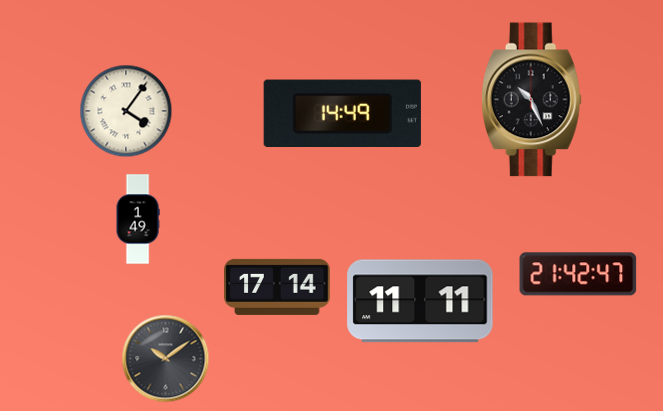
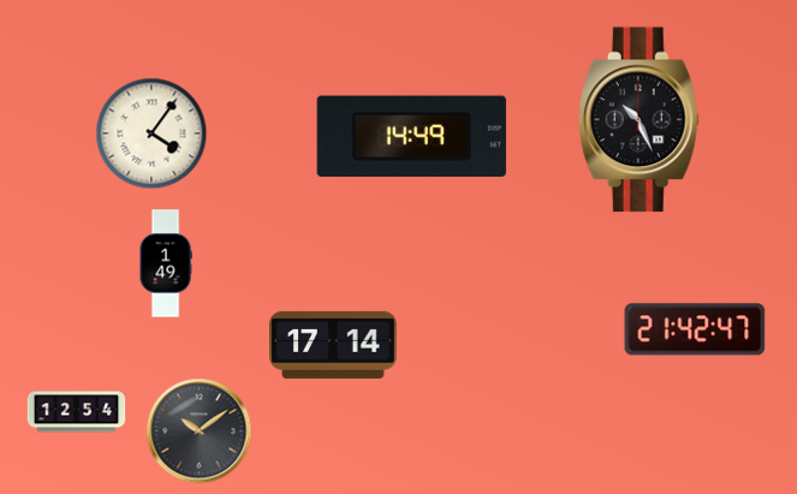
clock at (420, 301): 11:11 -> none
clock at (77, 412): none -> 12:54
